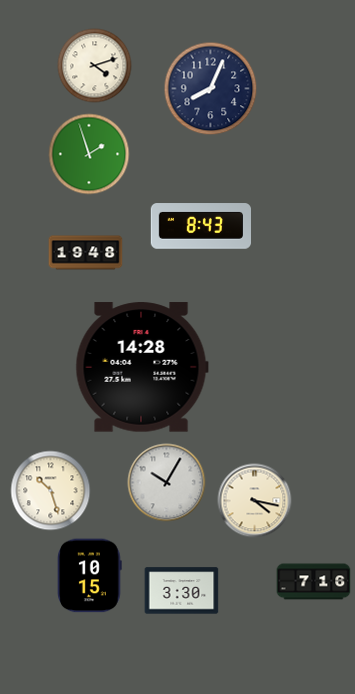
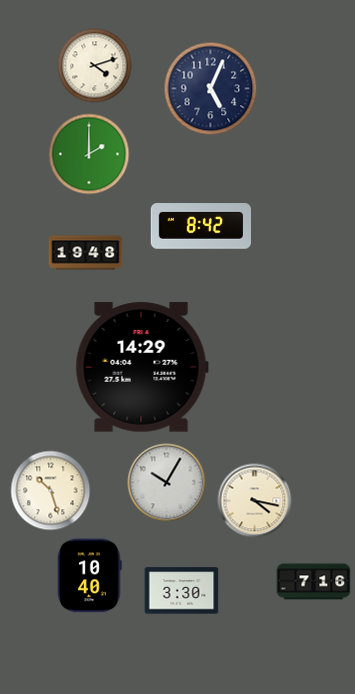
clock at (211, 89): 8:04 -> 5:04
clock at (89, 154): 1:57 -> 2:00
clock at (200, 226): 8:43 -> 8:42
clock at (142, 367): 14:28 -> 14:29
clock at (90, 576): 10:15 -> 10:40
